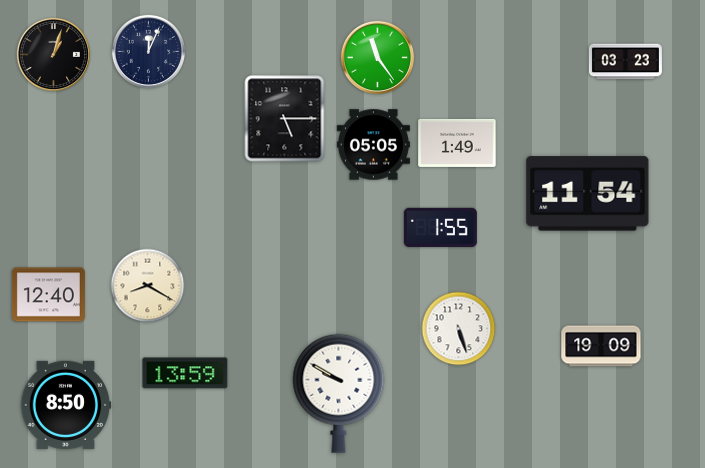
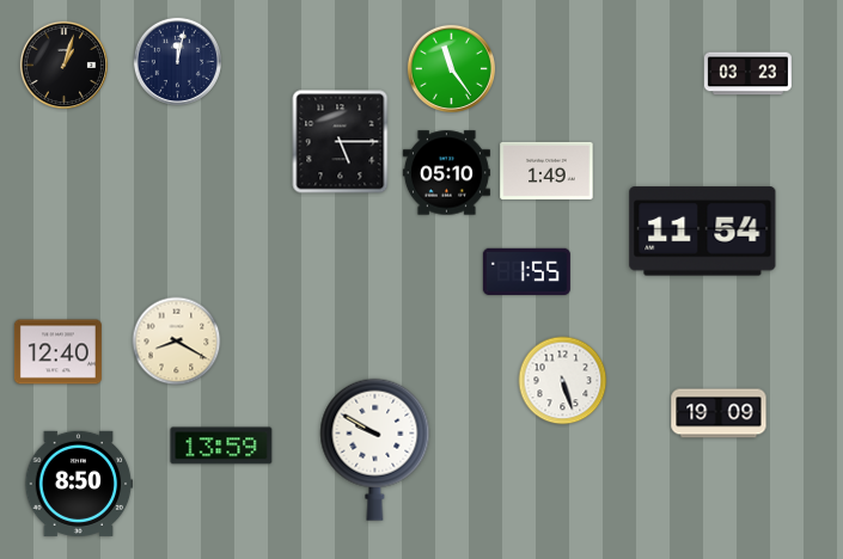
clock at (148, 51): 12:04 -> 12:02
clock at (373, 145): 05:05 -> 05:10
clock at (459, 329) position: (459, 329) -> (563, 381)
clock at (339, 393) position: (339, 393) -> (375, 449)
